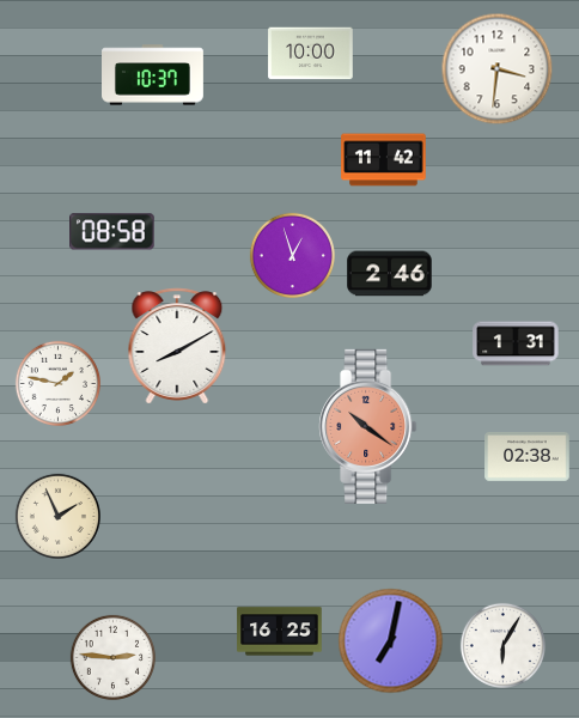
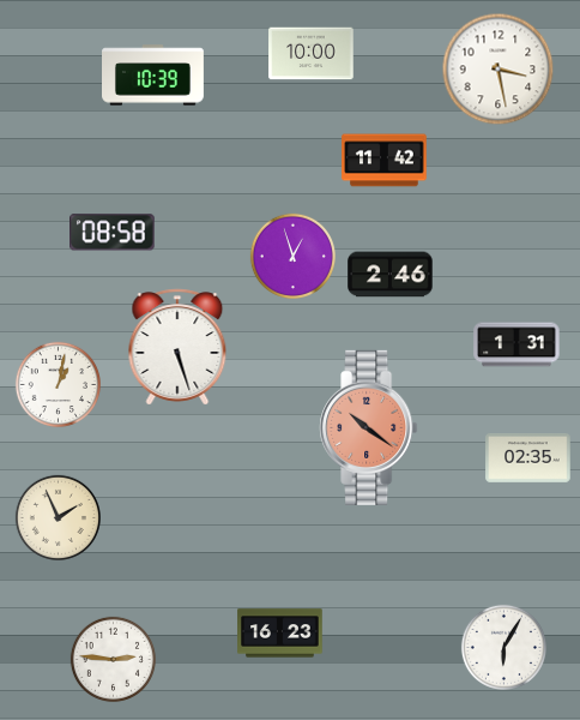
clock at (498, 69): 3:31 -> 3:28
clock at (153, 75): 10:37 -> 10:39
clock at (177, 346): 8:10 -> 5:27
clock at (57, 383): 1:47 -> 1:02
clock at (528, 456): 02:38 -> 02:35
clock at (280, 632): 16:25 -> 16:23
clock at (391, 641): 7:02 -> none
